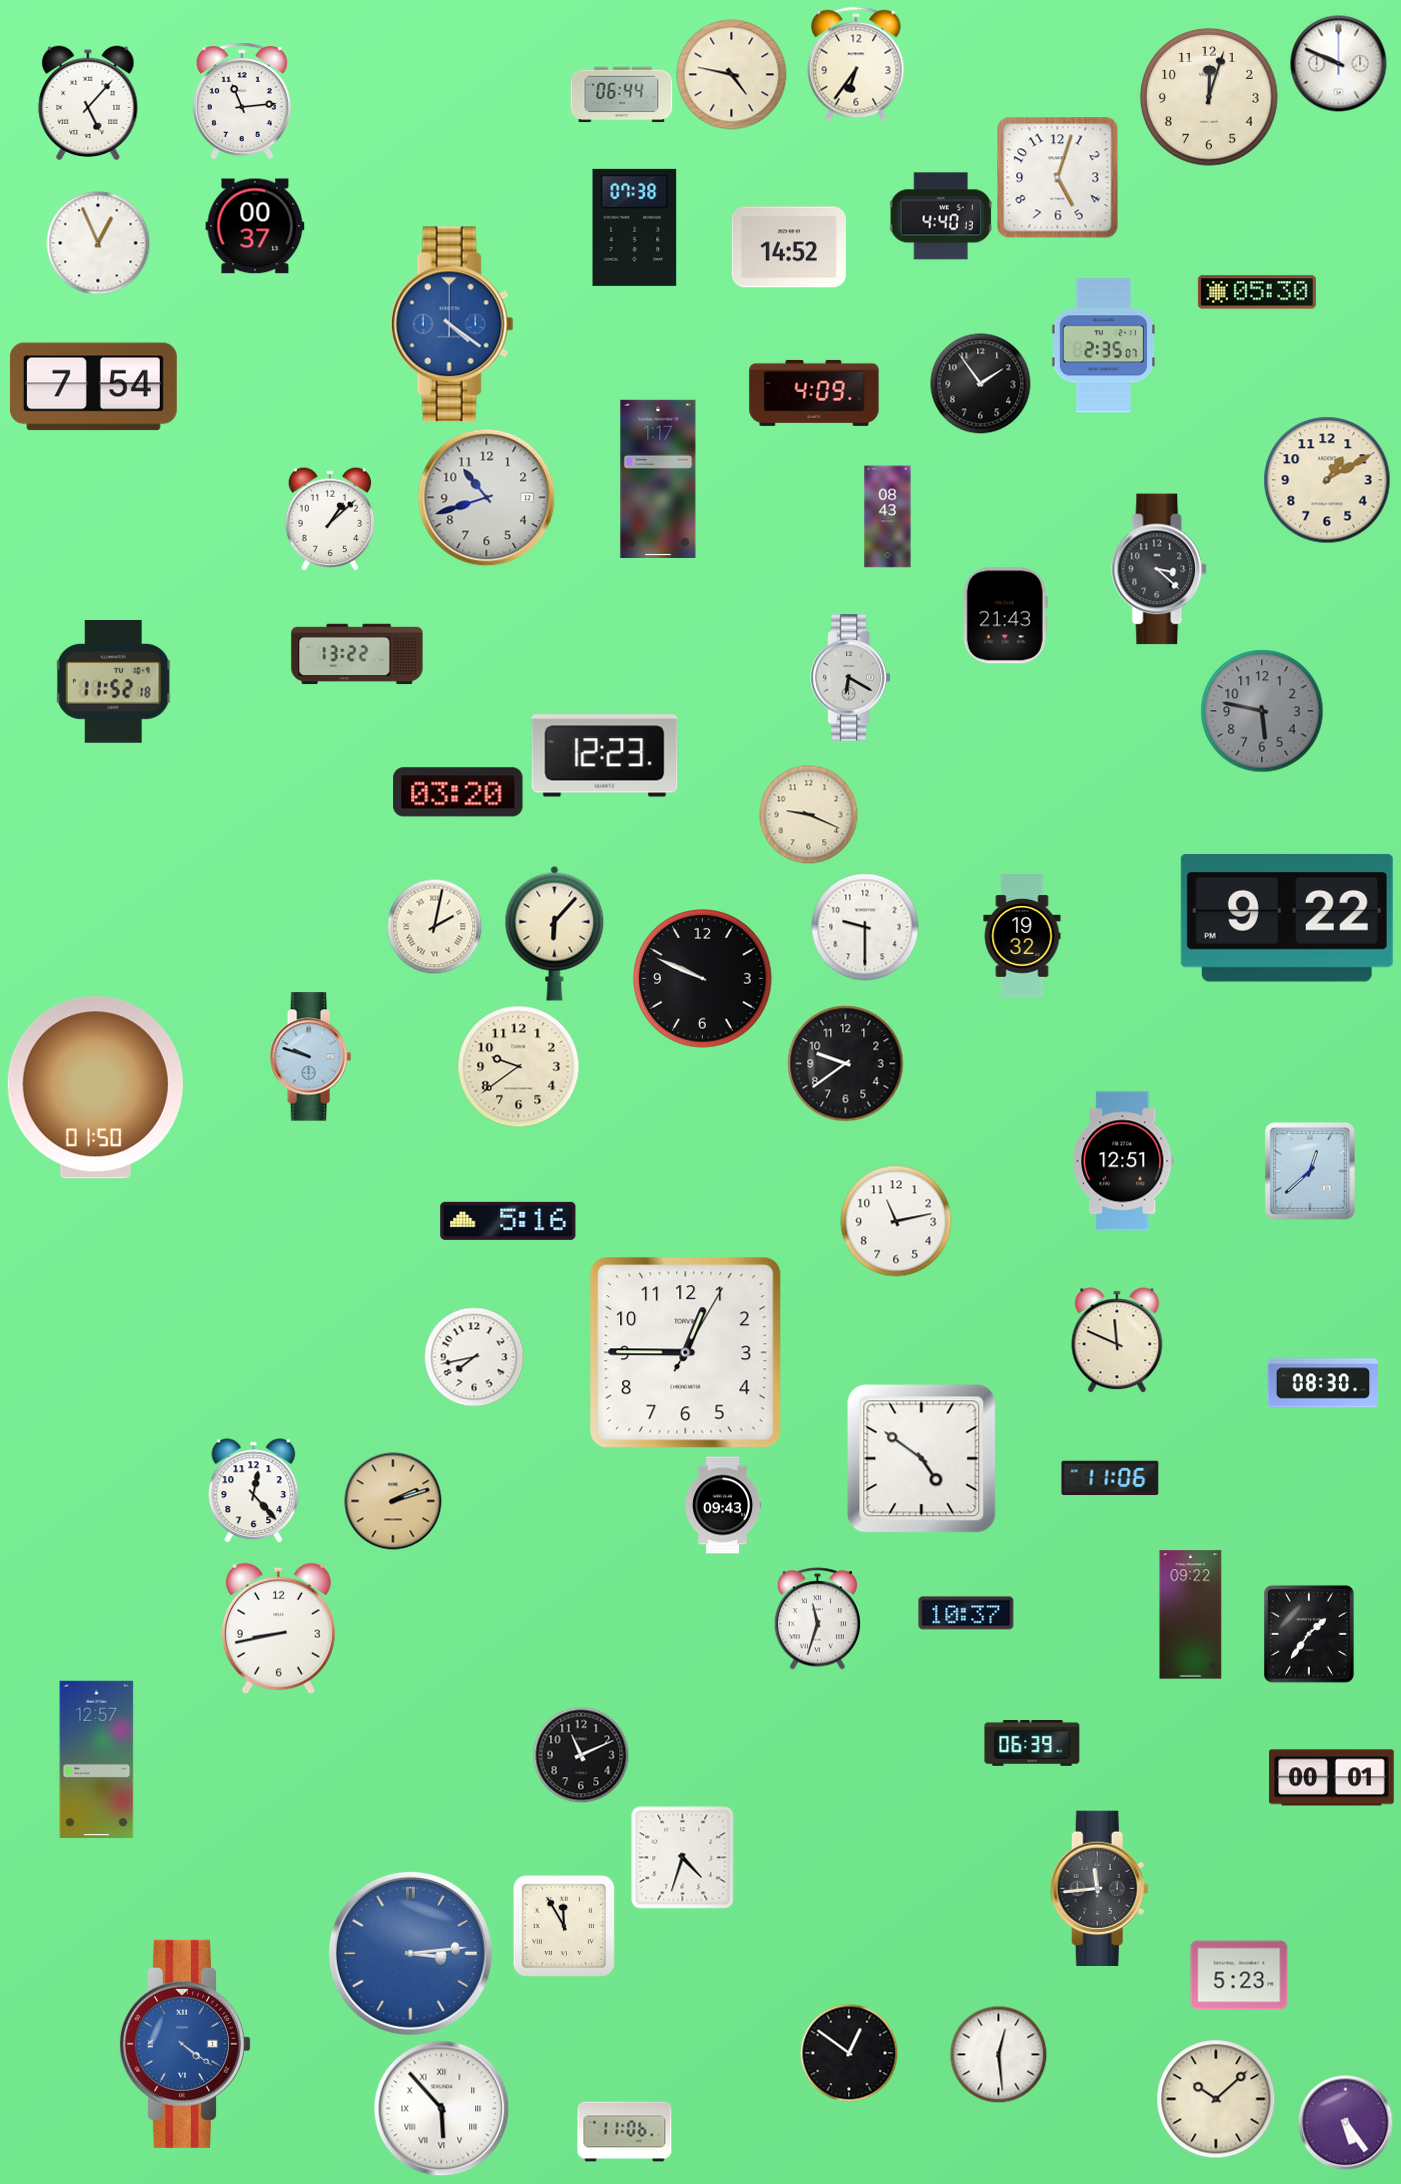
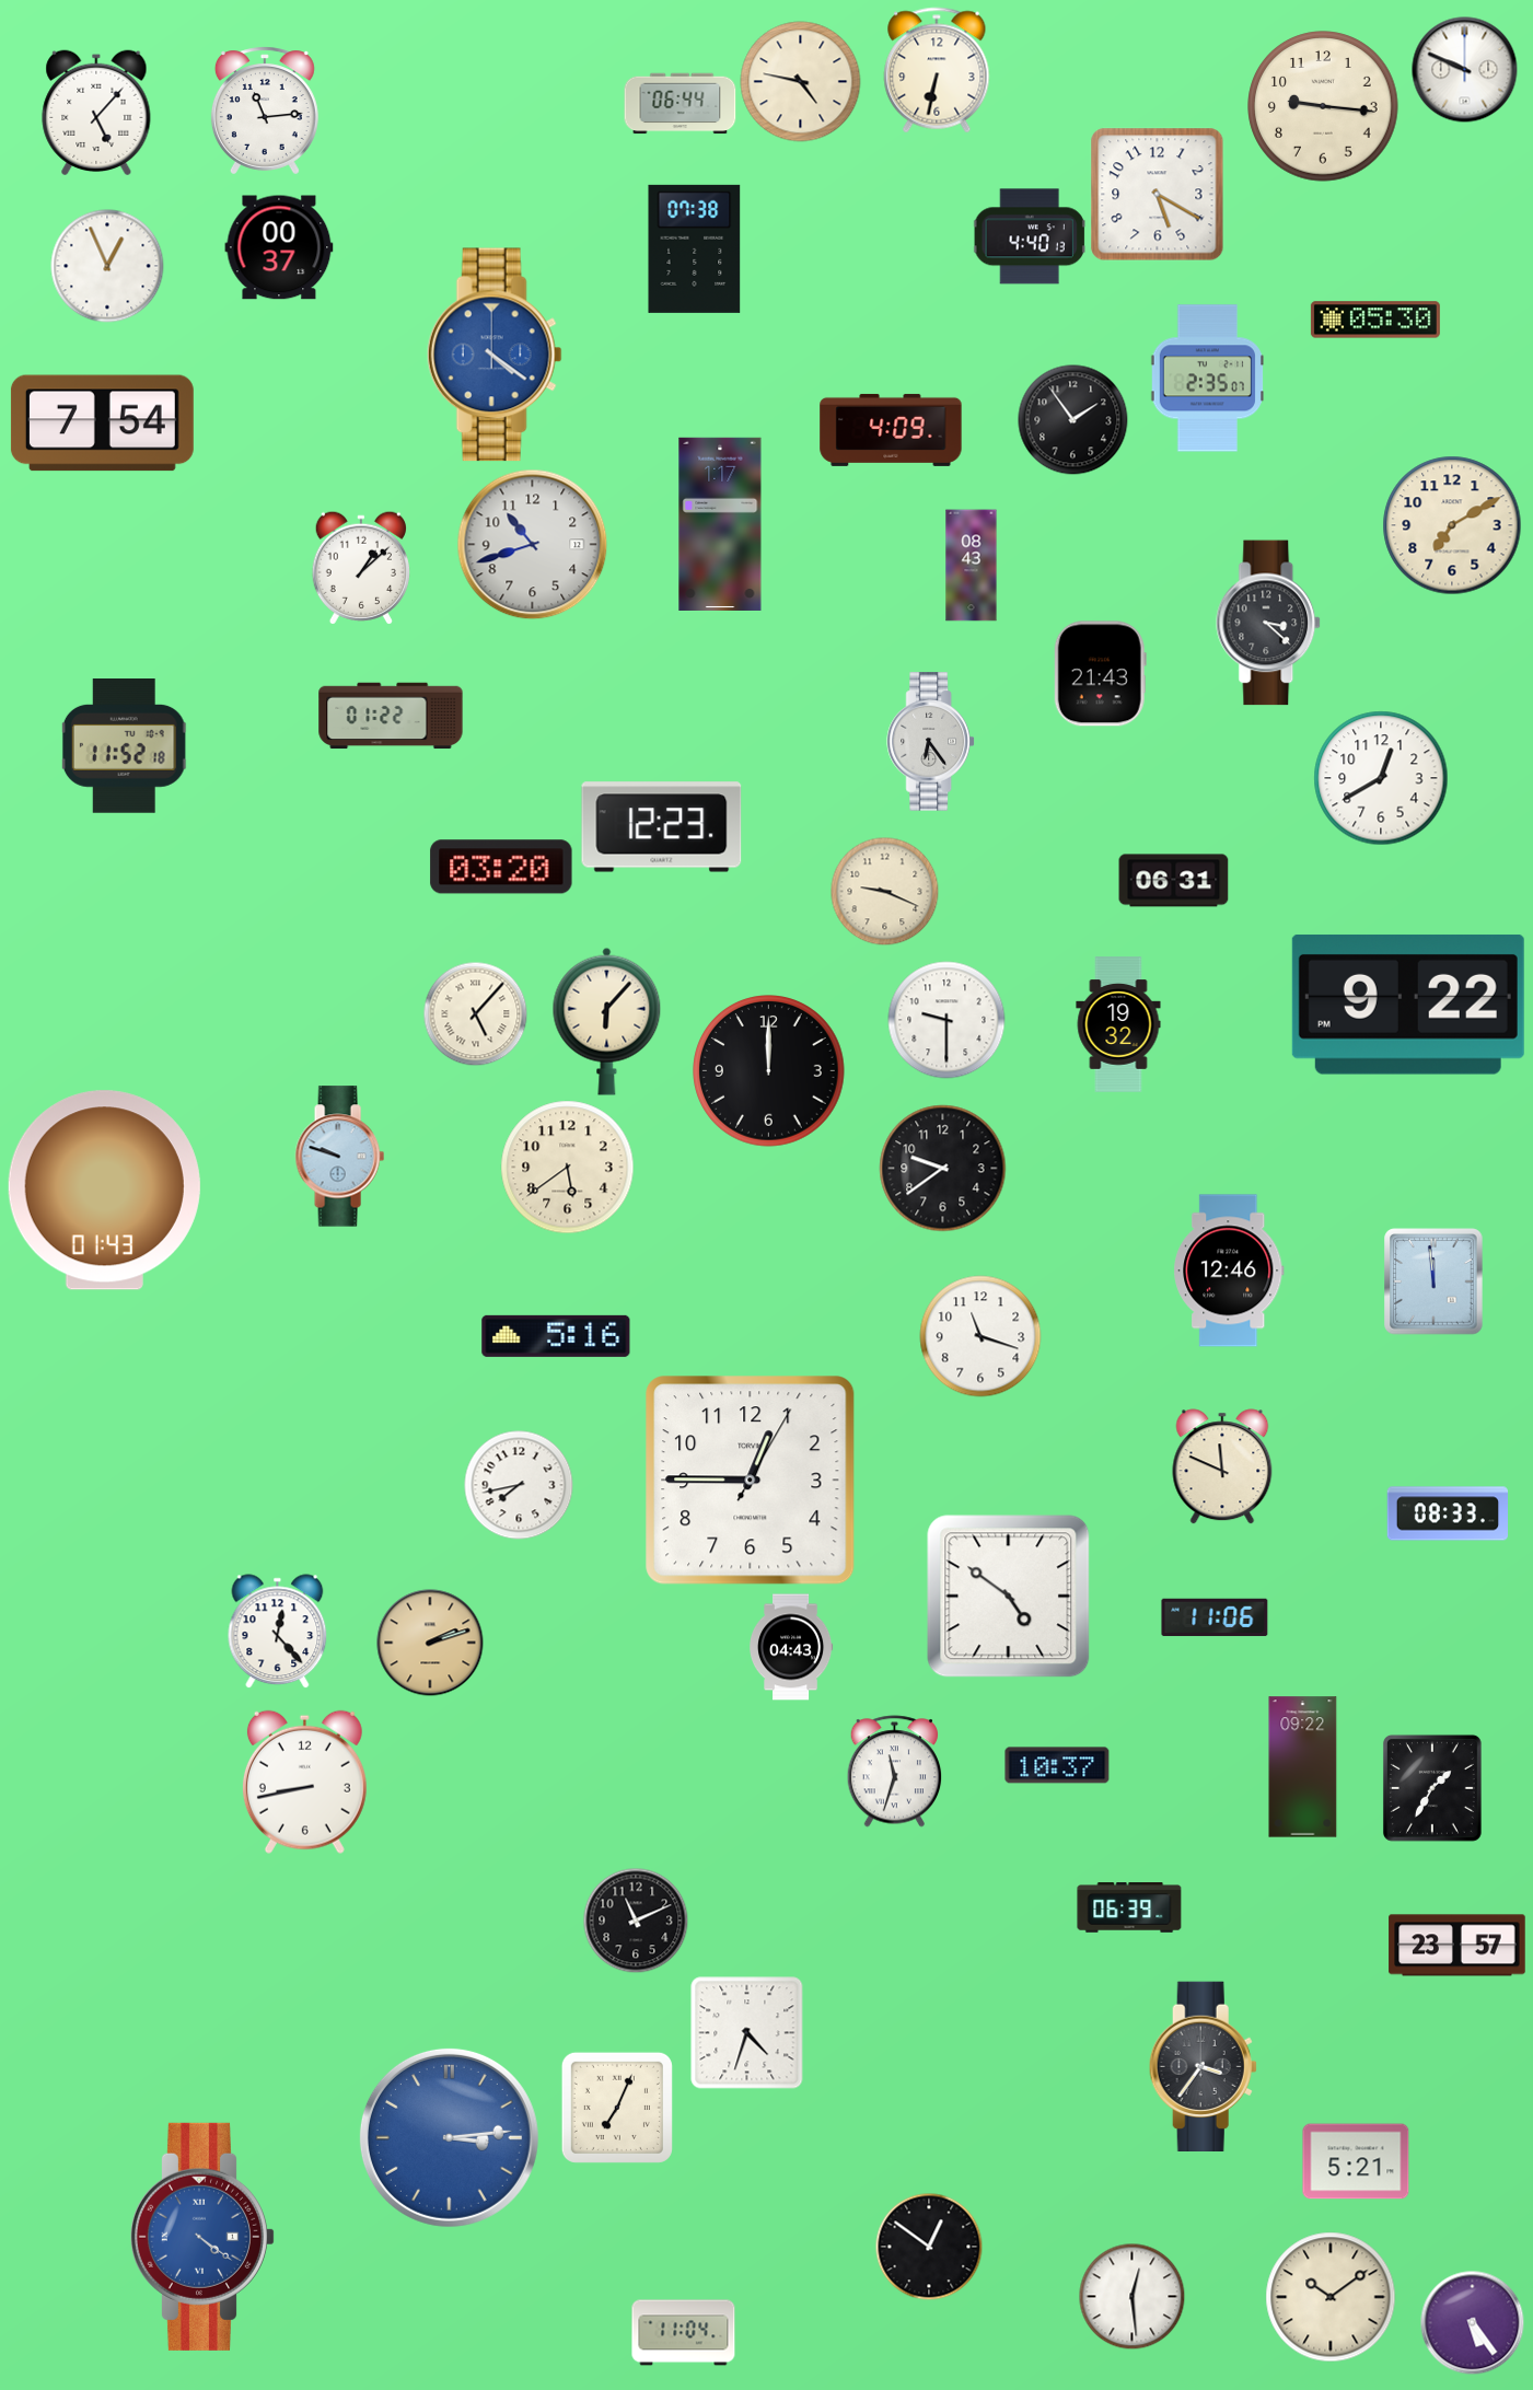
clock at (856, 64): 6:36 -> 6:32
clock at (1209, 97): 12:03 -> 9:16
clock at (1058, 178): 5:03 -> 5:20
clock at (789, 247): 14:52 -> none
clock at (1327, 480): 1:10 -> 7:10
clock at (357, 654): 13:22 -> 01:22
clock at (850, 678): 6:20 -> 6:24
clock at (1262, 711): 5:47 -> 12:40
clock at (1262, 711) dial: grey -> white
clock at (1174, 881): none -> 06:31
clock at (434, 926): 2:02 -> 5:07
clock at (865, 927) position: (865, 927) -> (946, 1020)
clock at (703, 979): 9:49 -> 12:00
clock at (846, 1064) position: (846, 1064) -> (943, 1169)
clock at (519, 1067): 9:39 -> 5:39
clock at (95, 1088): 01:50 -> 01:43
clock at (1123, 1161): 12:51 -> 12:46
clock at (1310, 1171): 12:38 -> 11:59
clock at (896, 1221): 11:13 -> 11:18
clock at (1323, 1383): 08:30 -> 08:33
clock at (724, 1505): 09:43 -> 04:43
clock at (1309, 1634): 1:36 -> 1:35
clock at (97, 1759): 12:57 -> none
clock at (1332, 1778): 00:01 -> 23:57
clock at (1099, 1888): 11:44 -> 3:36
clock at (564, 1926): 11:55 -> 7:04
clock at (1239, 1975): 5:23 -> 5:21
clock at (998, 2054) position: (998, 2054) -> (1131, 2296)
clock at (1216, 2099): 10:08 -> 10:09
clock at (442, 2109): 5:53 -> none
clock at (625, 2132): 11:06 -> 11:04
